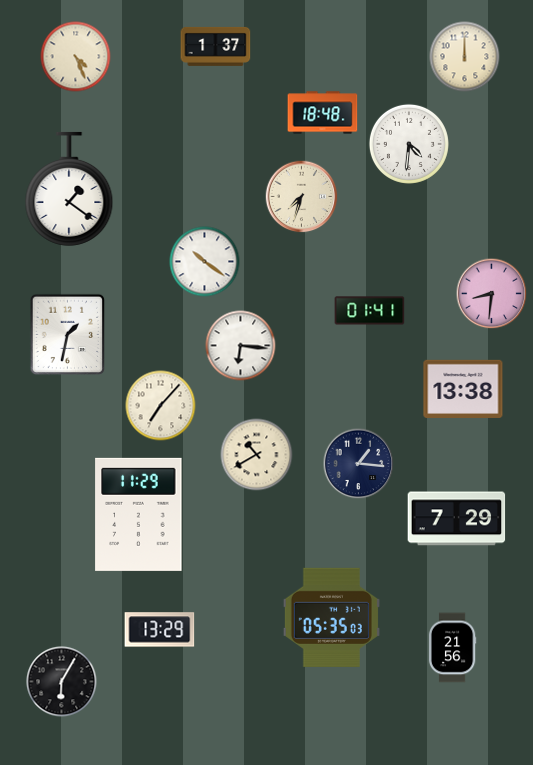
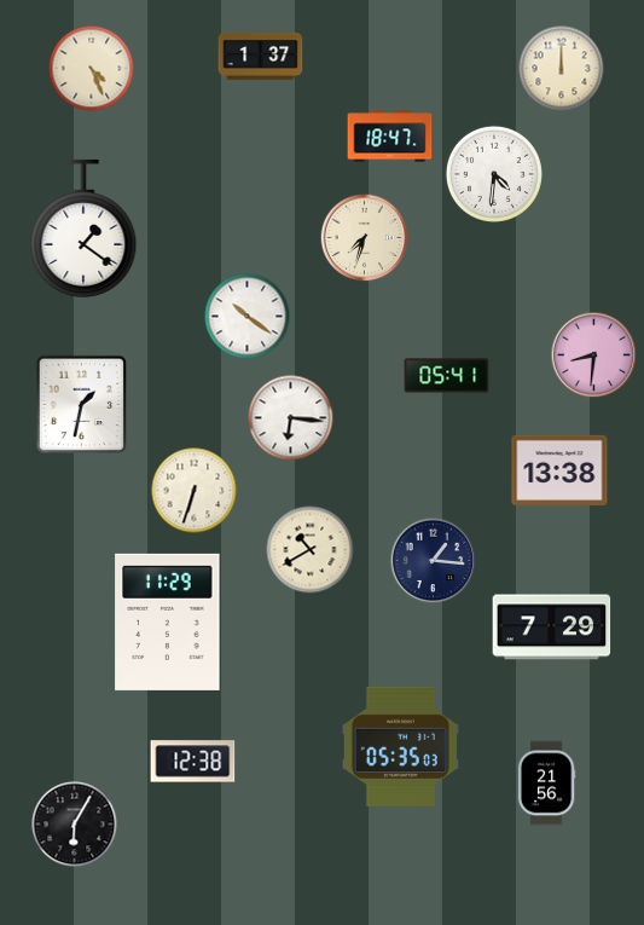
clock at (323, 113): 18:48 -> 18:47
clock at (370, 311): 01:41 -> 05:41
clock at (161, 406): 7:07 -> 6:33
clock at (160, 630): 13:29 -> 12:38
